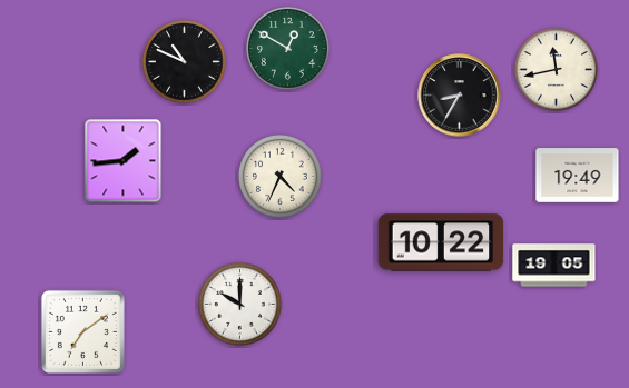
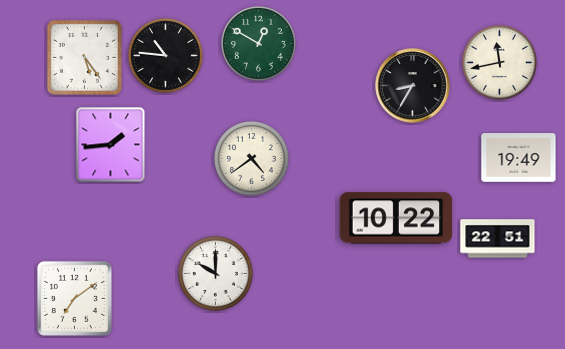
clock at (184, 61): 10:49 -> 10:46
clock at (84, 57): none -> 5:24
clock at (279, 176): 4:34 -> 4:39
clock at (554, 266): 19:05 -> 22:51
